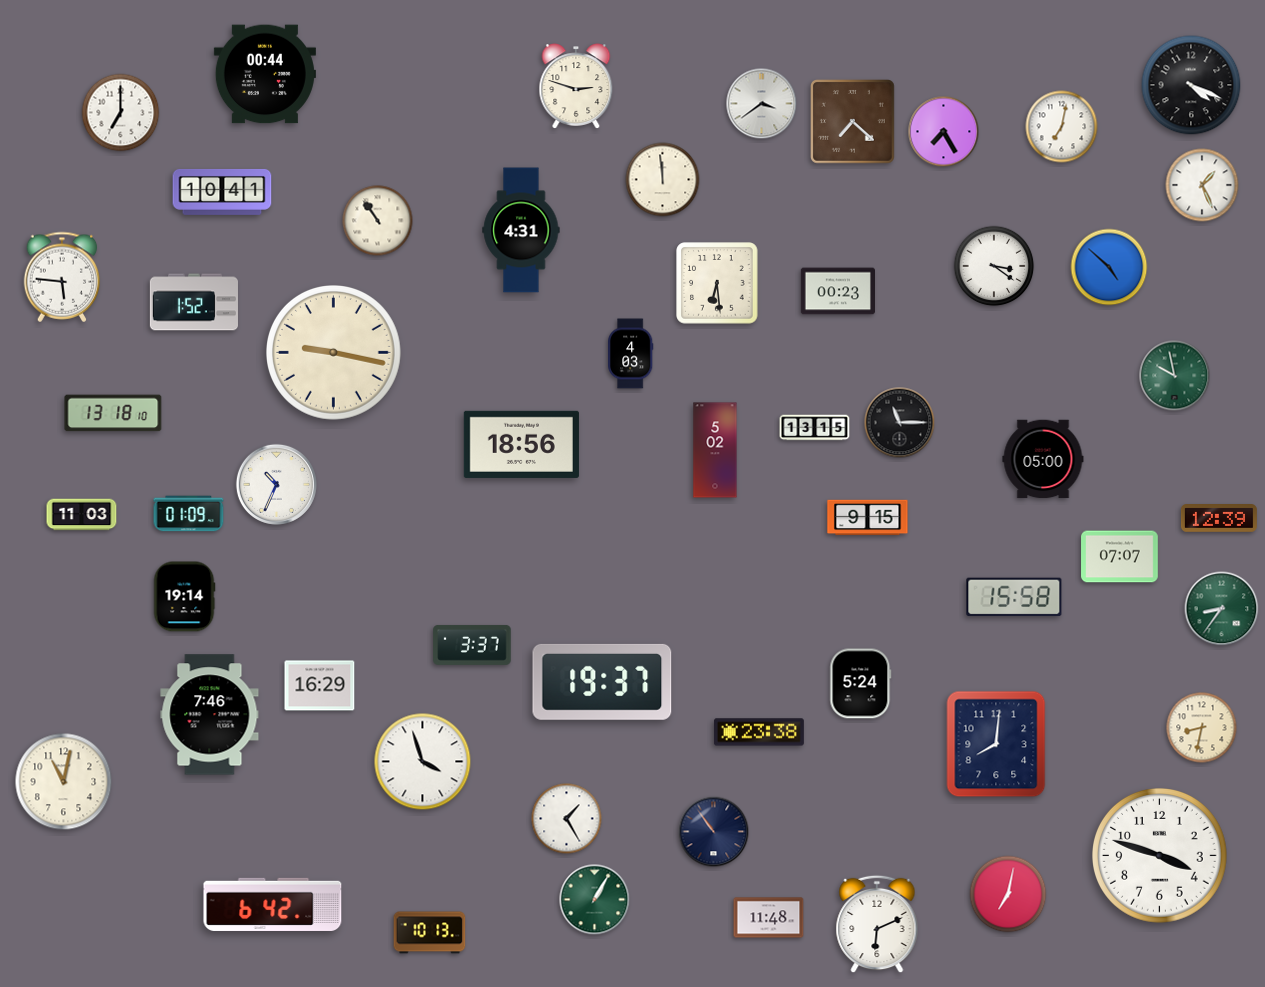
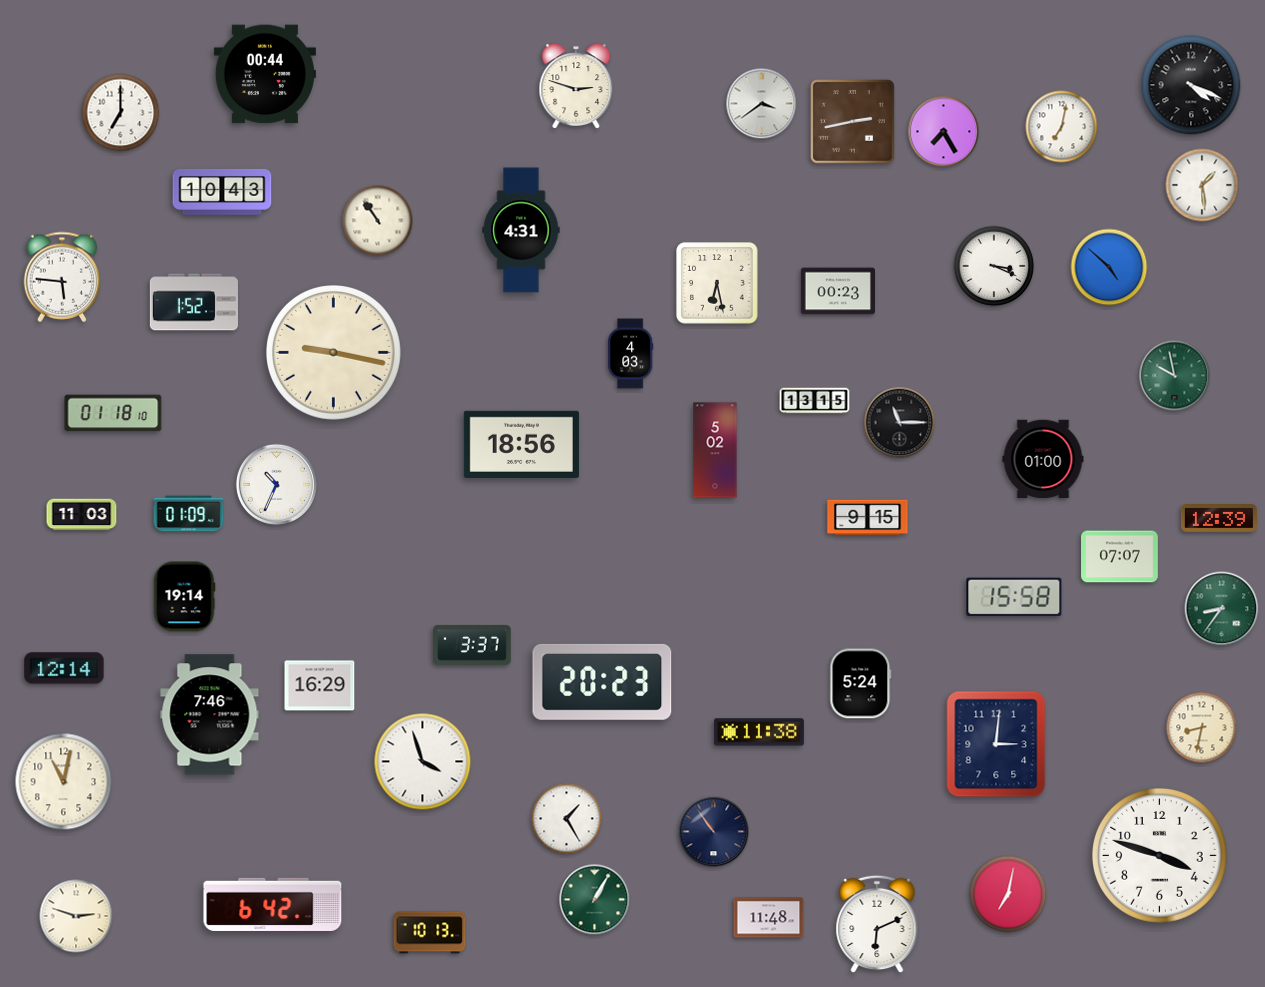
clock at (853, 122): 7:22 -> 2:43
clock at (663, 180): 11:59 -> none
clock at (1202, 185): 1:26 -> 1:29
clock at (222, 192): 10:41 -> 10:43
clock at (994, 266): 3:21 -> 3:19
clock at (717, 283): 6:29 -> 6:28
clock at (113, 413): 13:18 -> 01:18
clock at (815, 428) position: (815, 428) -> (815, 401)
clock at (1043, 459): 05:00 -> 01:00
clock at (64, 668): none -> 12:14
clock at (602, 682): 19:37 -> 20:23
clock at (759, 732): 23:38 -> 11:38
clock at (996, 744): 8:01 -> 3:01
clock at (76, 916): none -> 2:48
